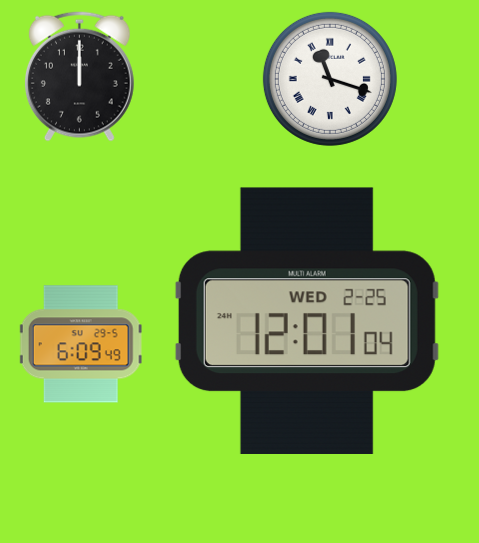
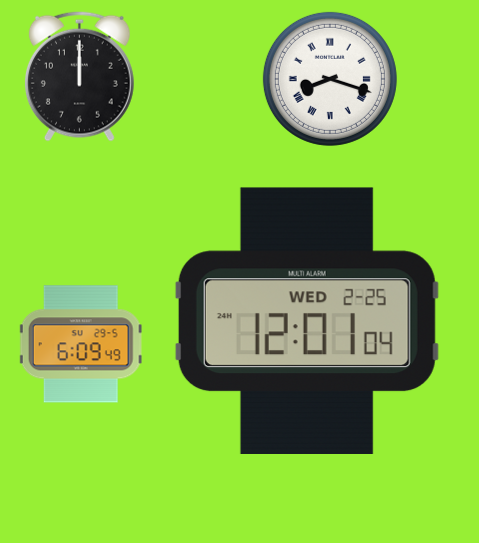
clock at (330, 79): 11:18 -> 8:18
